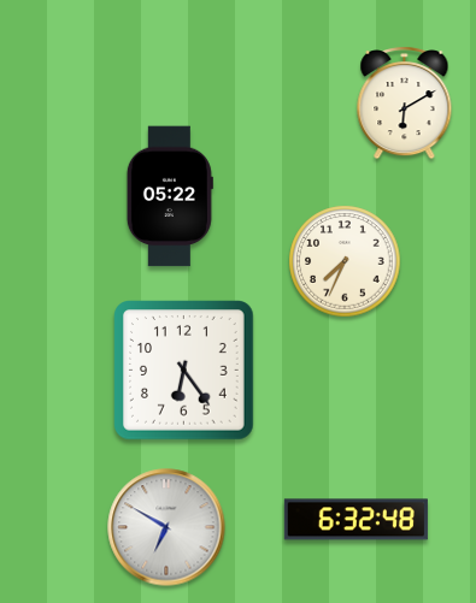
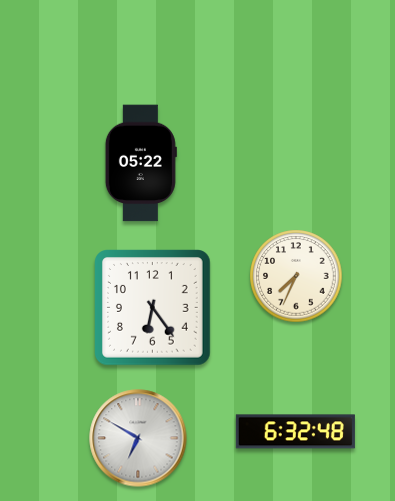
clock at (405, 102): 6:10 -> none
clock at (345, 261) position: (345, 261) -> (296, 276)
